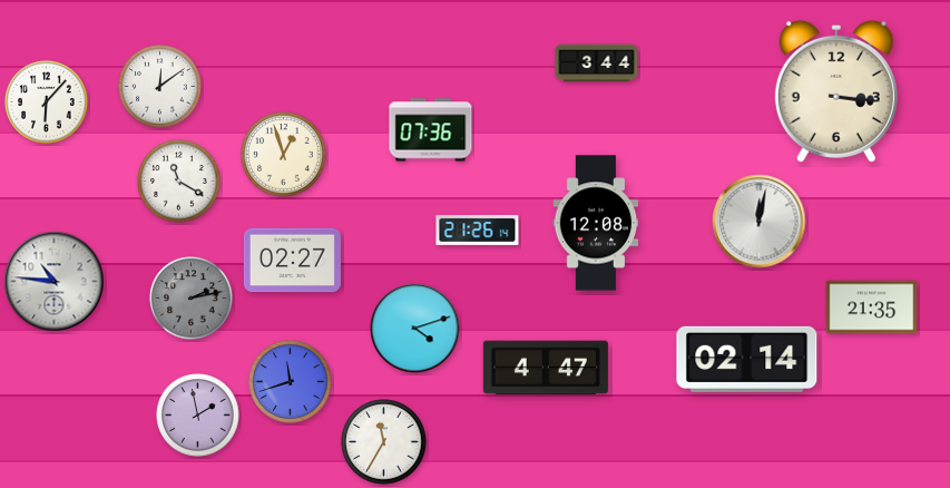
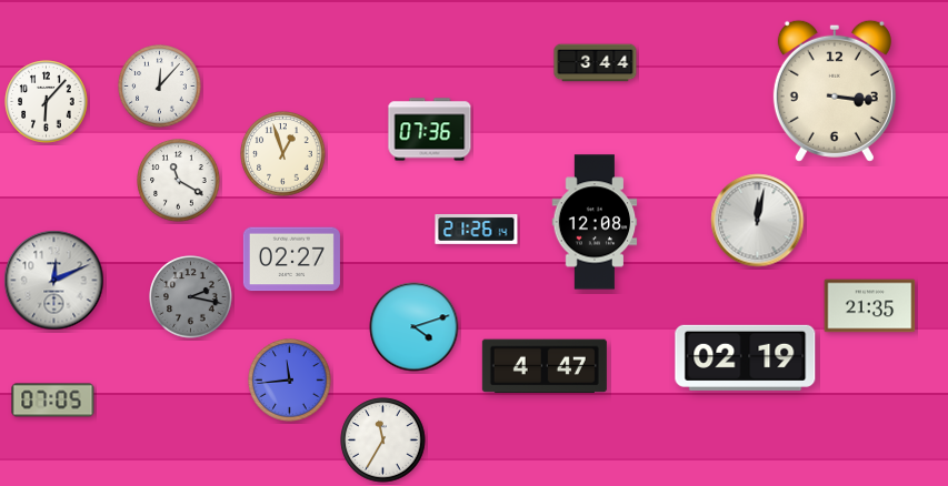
clock at (160, 87): 12:09 -> 12:07
clock at (55, 282): 10:46 -> 12:11
clock at (192, 299): 2:13 -> 2:17
clock at (747, 359): 02:14 -> 02:19
clock at (291, 382): 11:42 -> 11:44
clock at (53, 401): none -> 07:05
clock at (198, 416): 1:58 -> none
